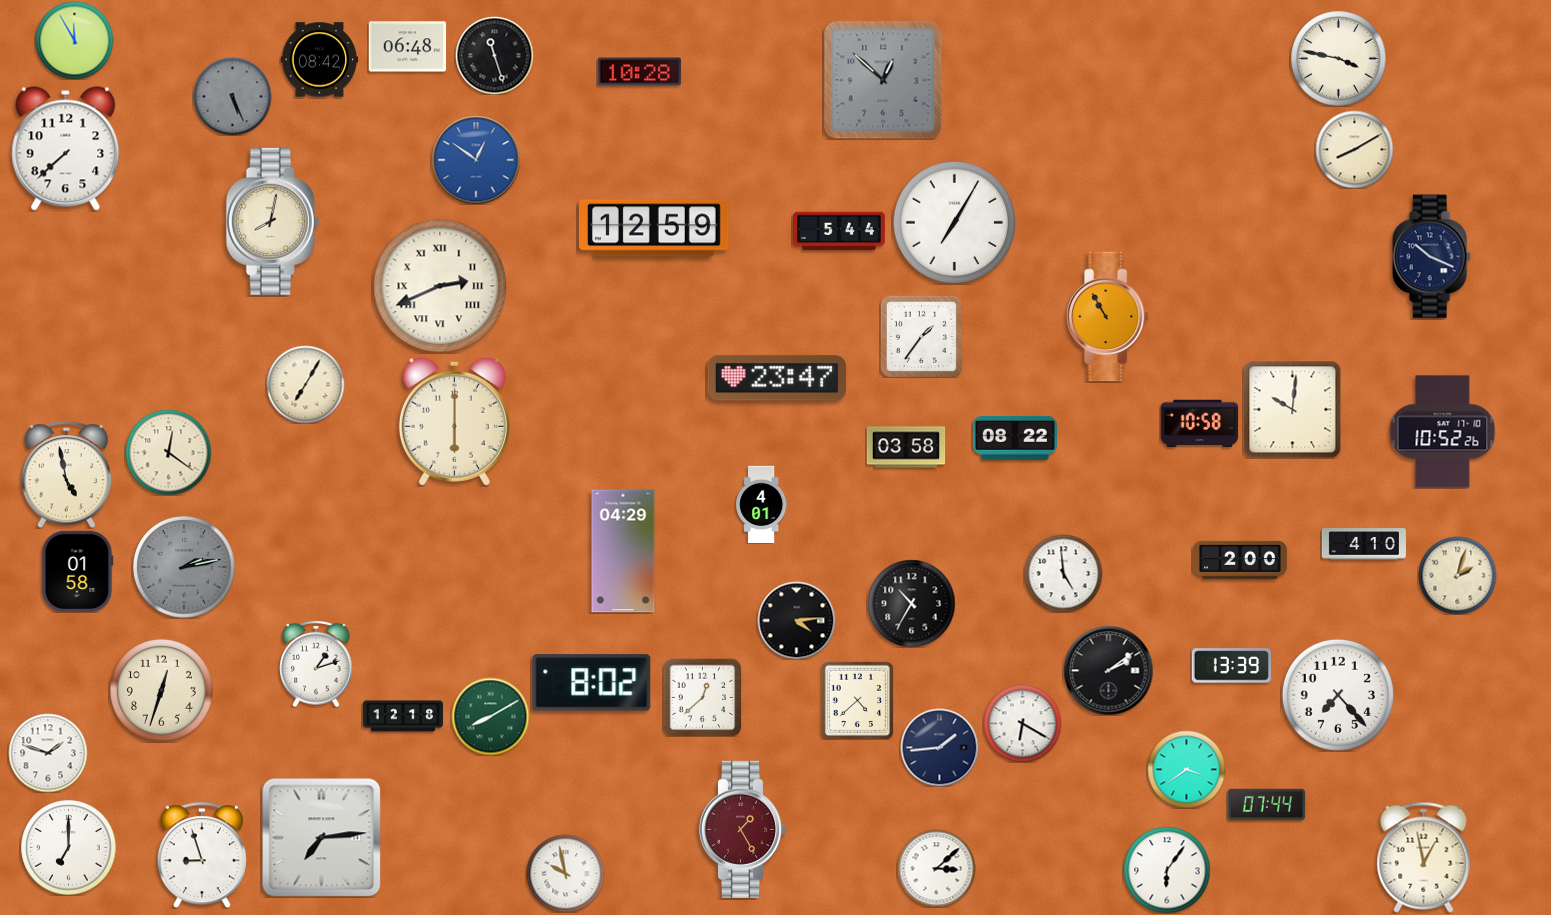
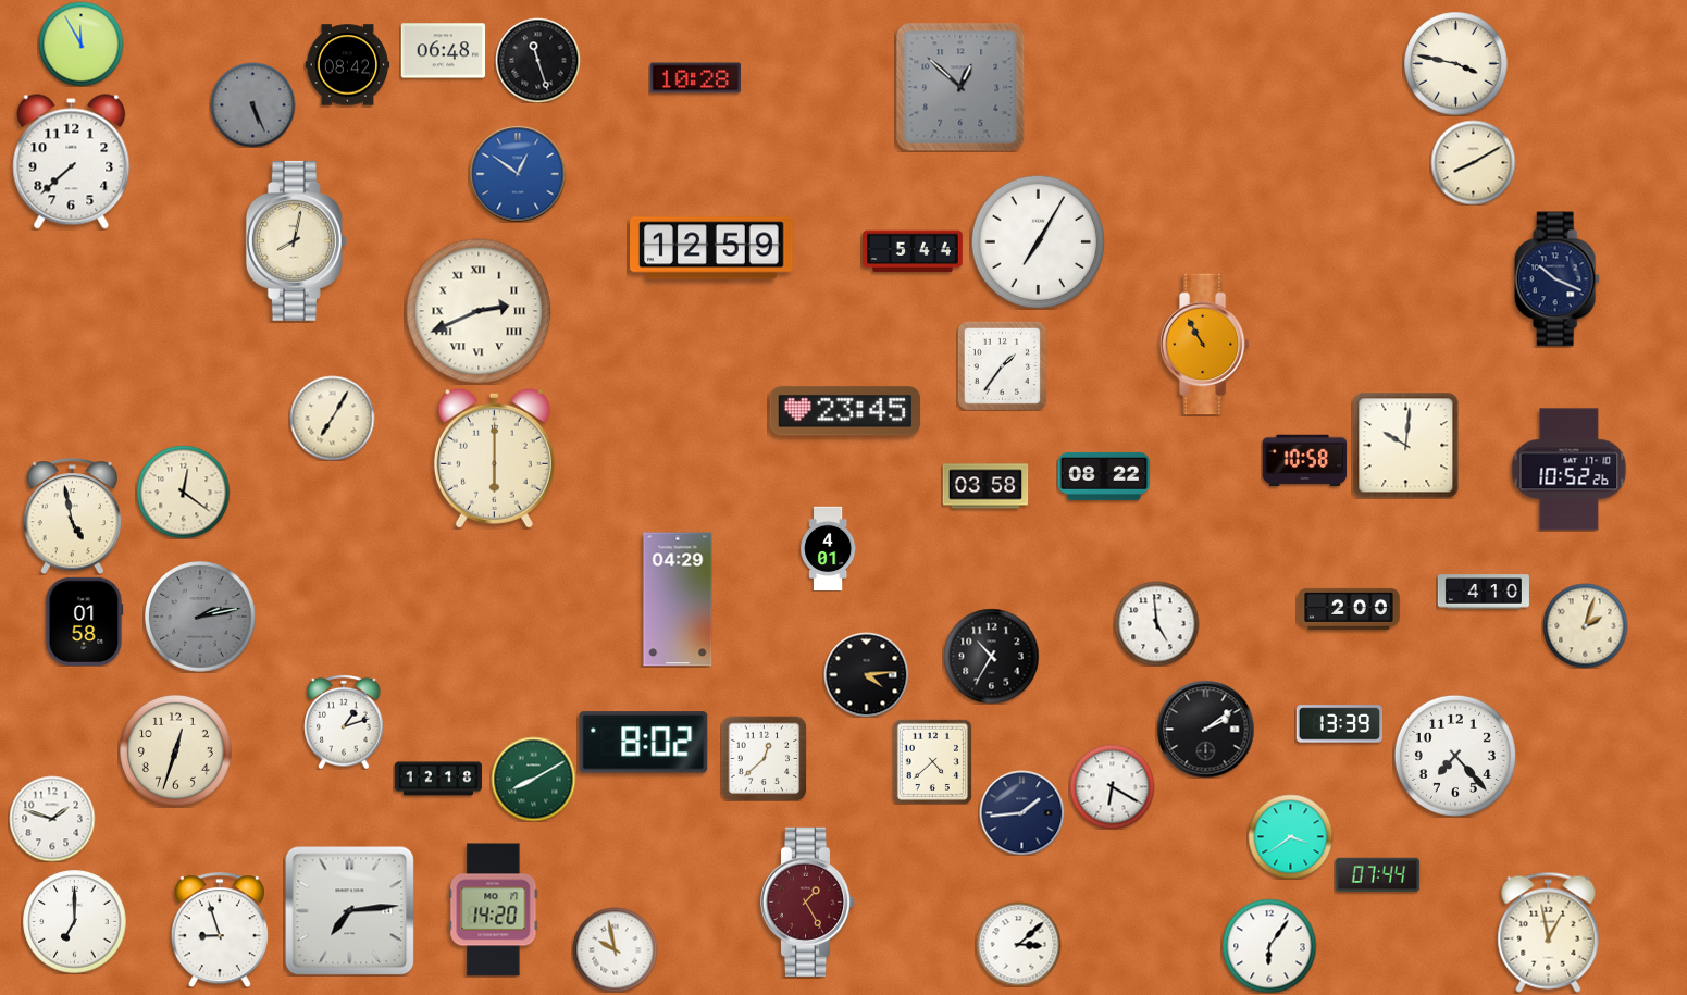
clock at (777, 378): 23:47 -> 23:45
clock at (494, 910): none -> 14:20
